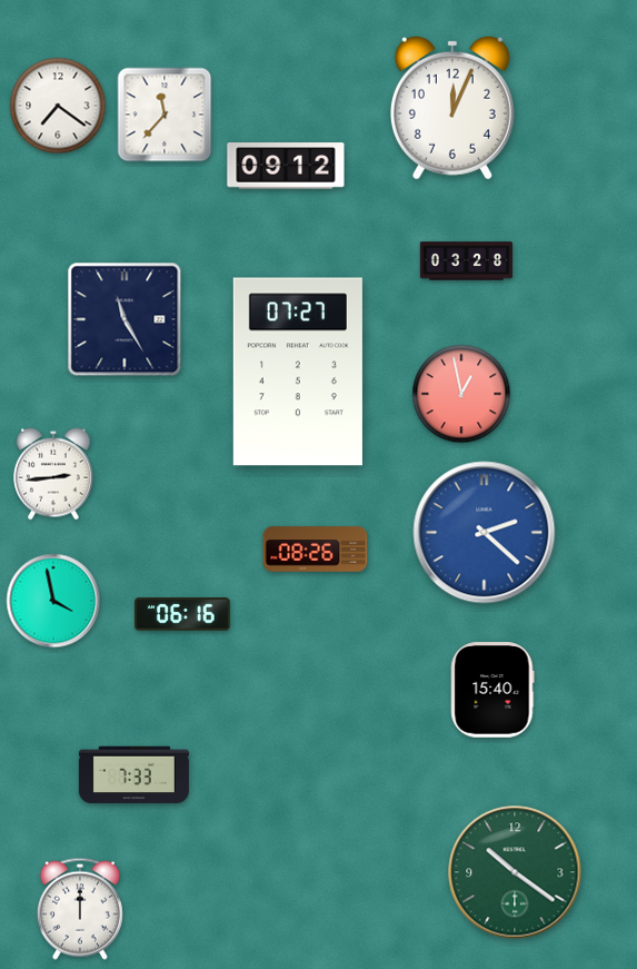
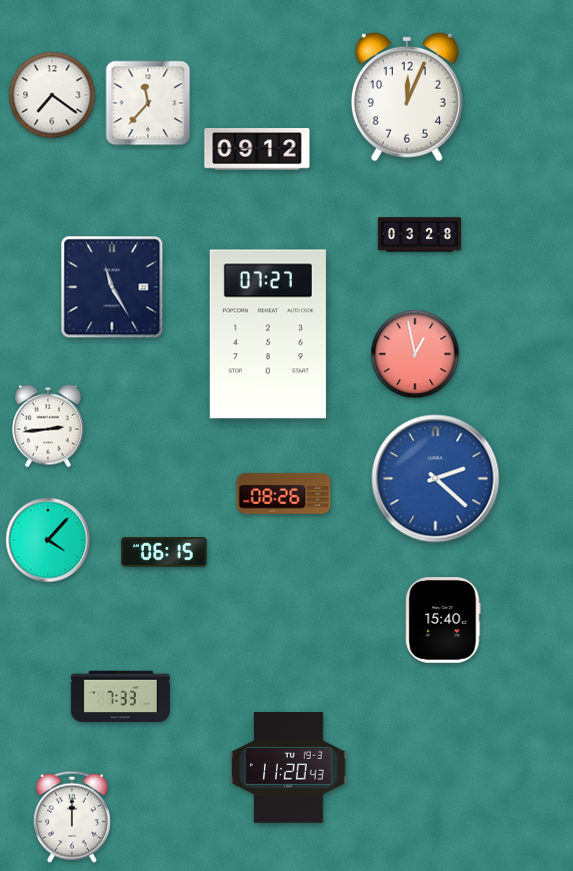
clock at (53, 601): 3:58 -> 4:07
clock at (183, 614): 06:16 -> 06:15
clock at (289, 768): none -> 11:20
clock at (515, 872): 10:21 -> none
